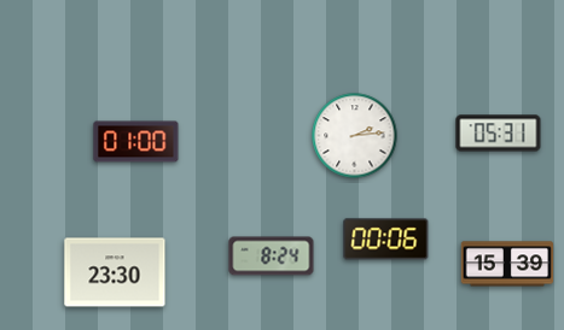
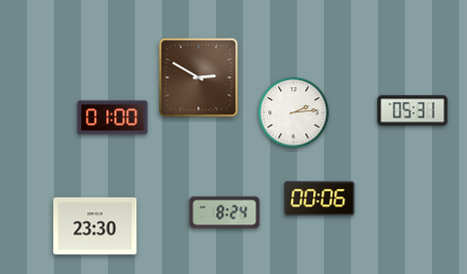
clock at (199, 78): none -> 2:50
clock at (507, 264): 15:39 -> none
